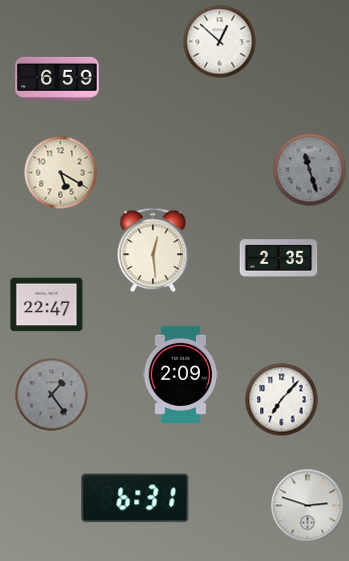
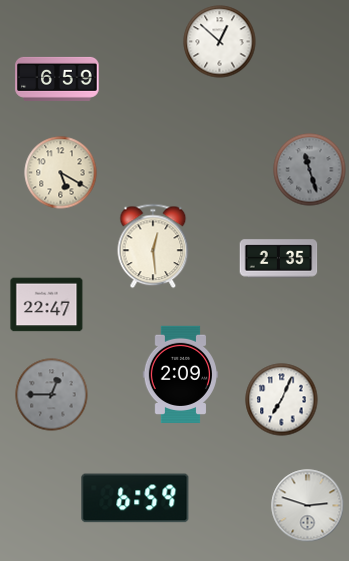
clock at (153, 250) position: (153, 250) -> (153, 246)
clock at (52, 395): 1:24 -> 12:45
clock at (282, 400): 7:07 -> 7:04
clock at (135, 498): 6:31 -> 6:59
